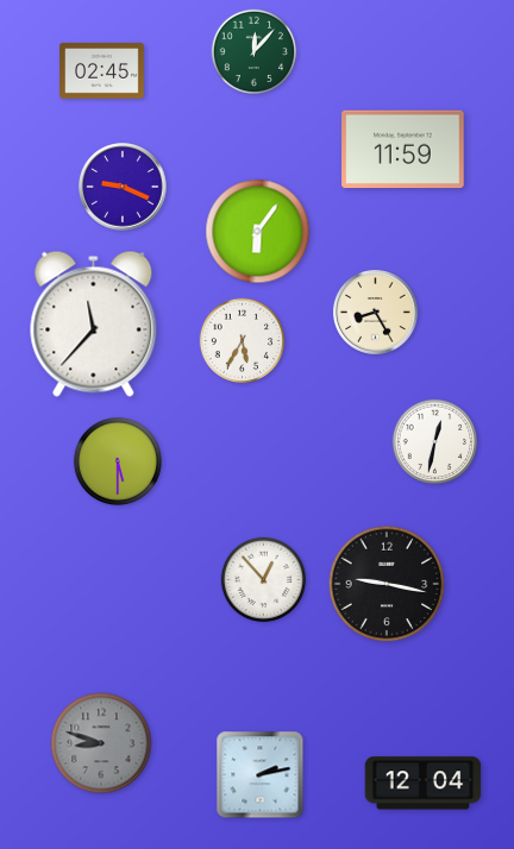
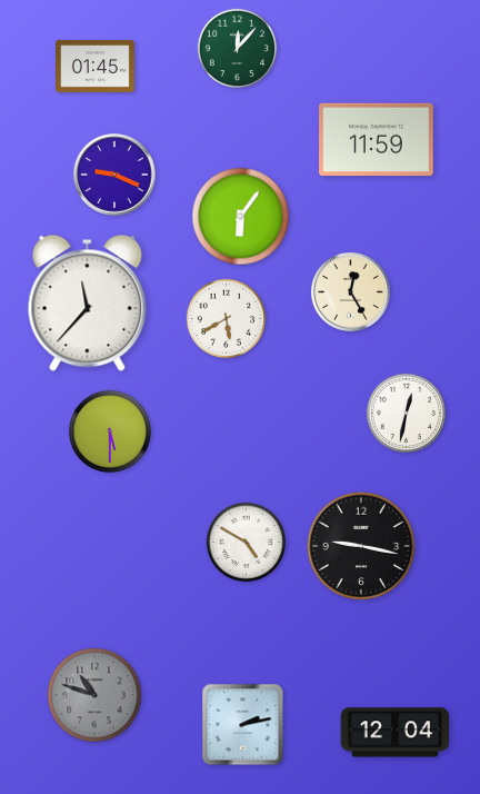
clock at (102, 70): 02:45 -> 01:45
clock at (376, 313): 8:25 -> 12:25
clock at (243, 341): 5:35 -> 5:40
clock at (264, 580): 12:53 -> 4:50
clock at (101, 743): 8:48 -> 10:48
